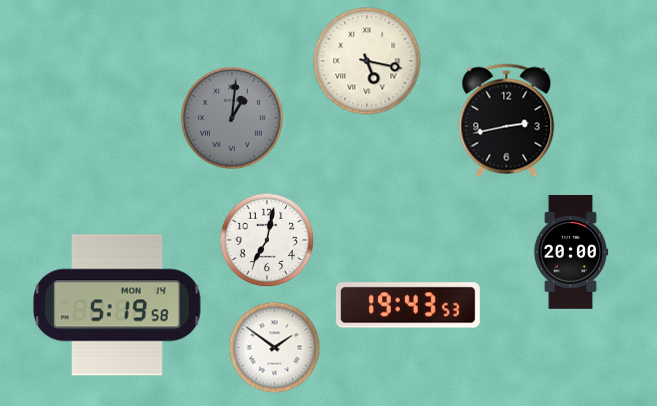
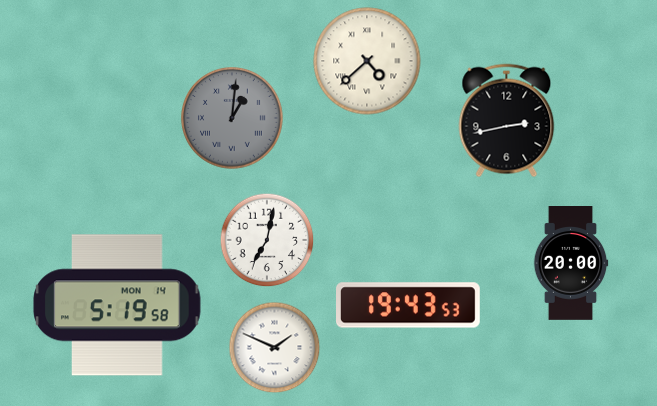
clock at (367, 61): 5:17 -> 4:38
clock at (571, 253) position: (571, 253) -> (571, 264)
clock at (275, 348): 1:51 -> 1:49
